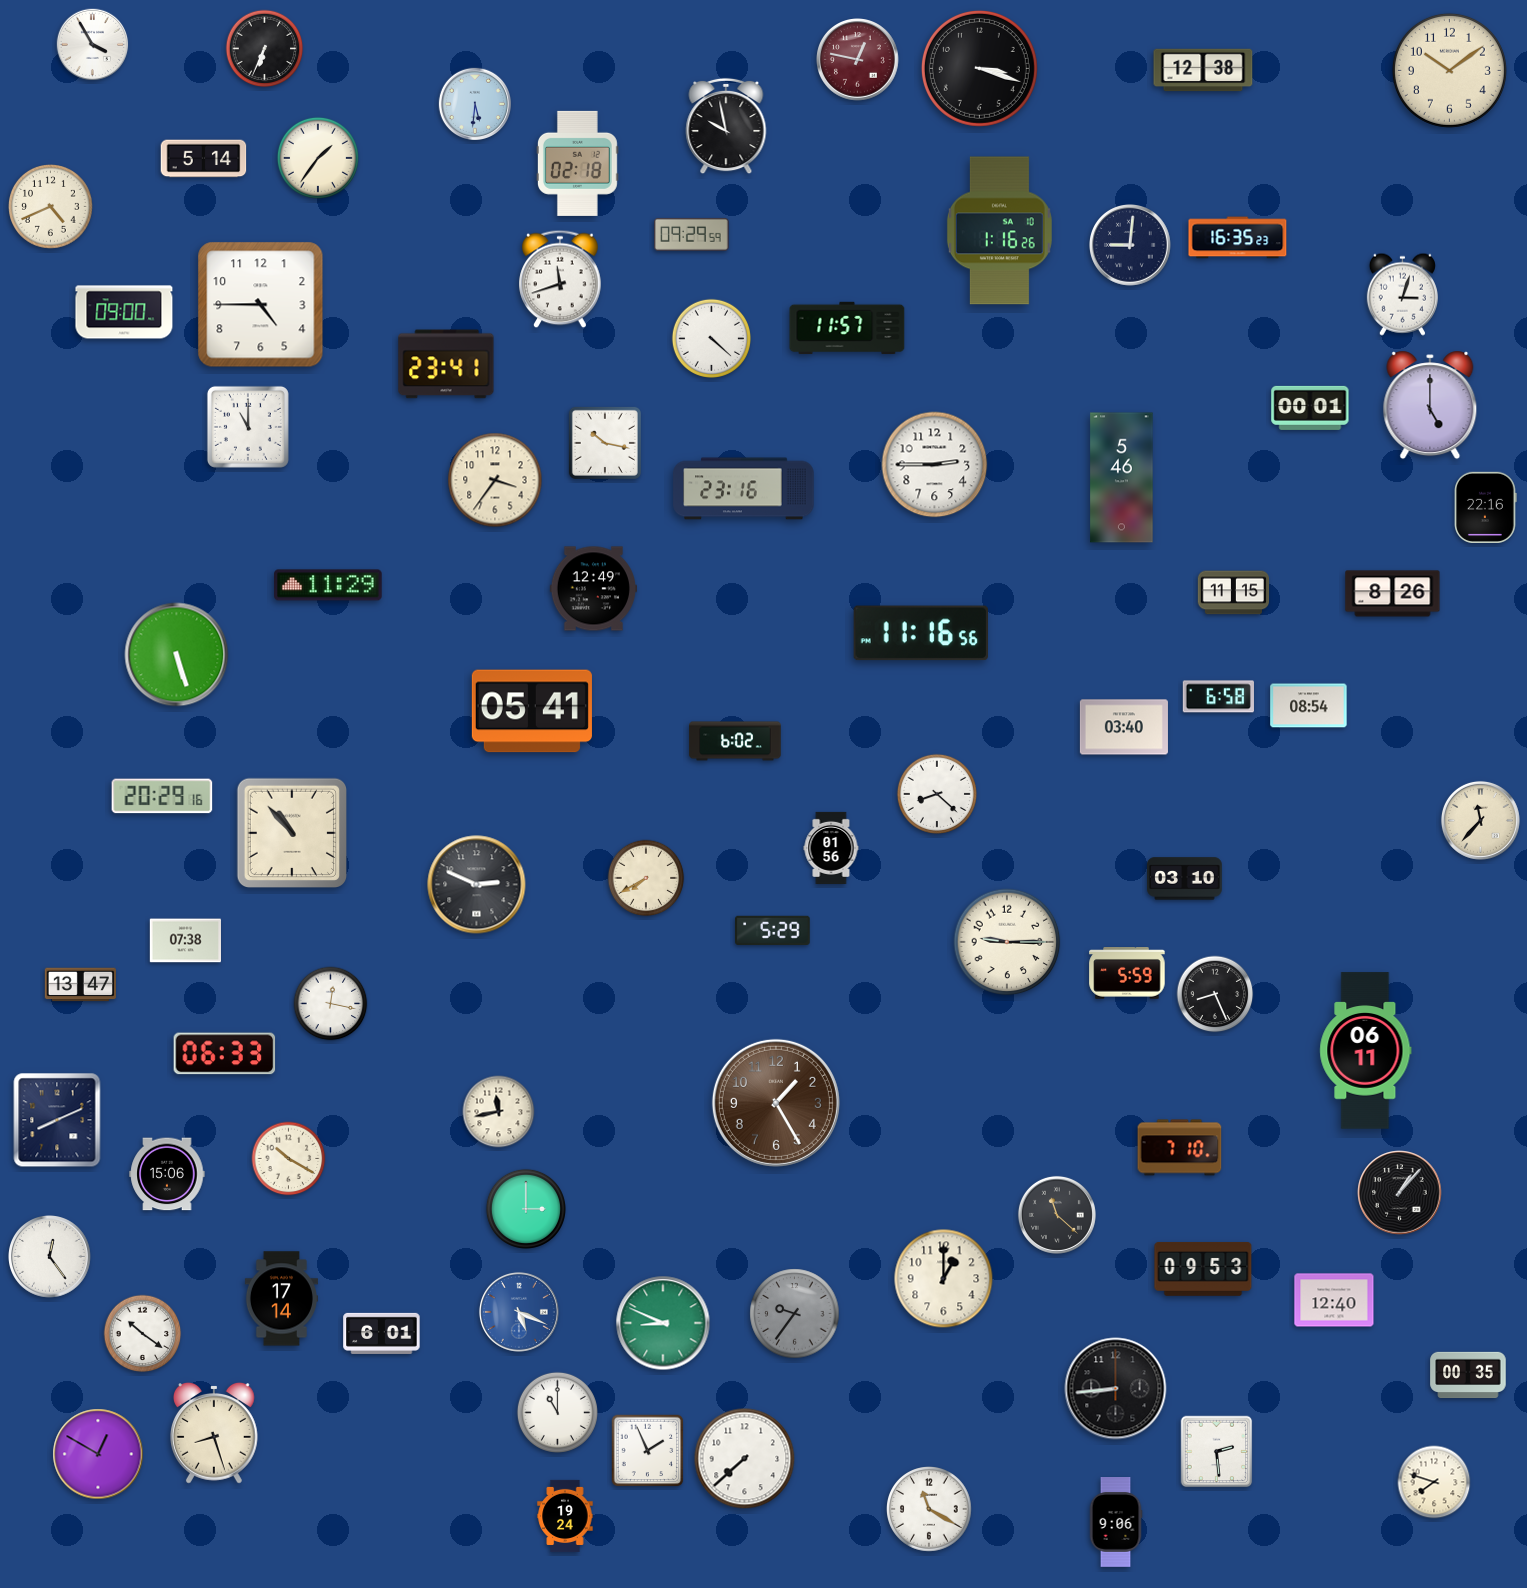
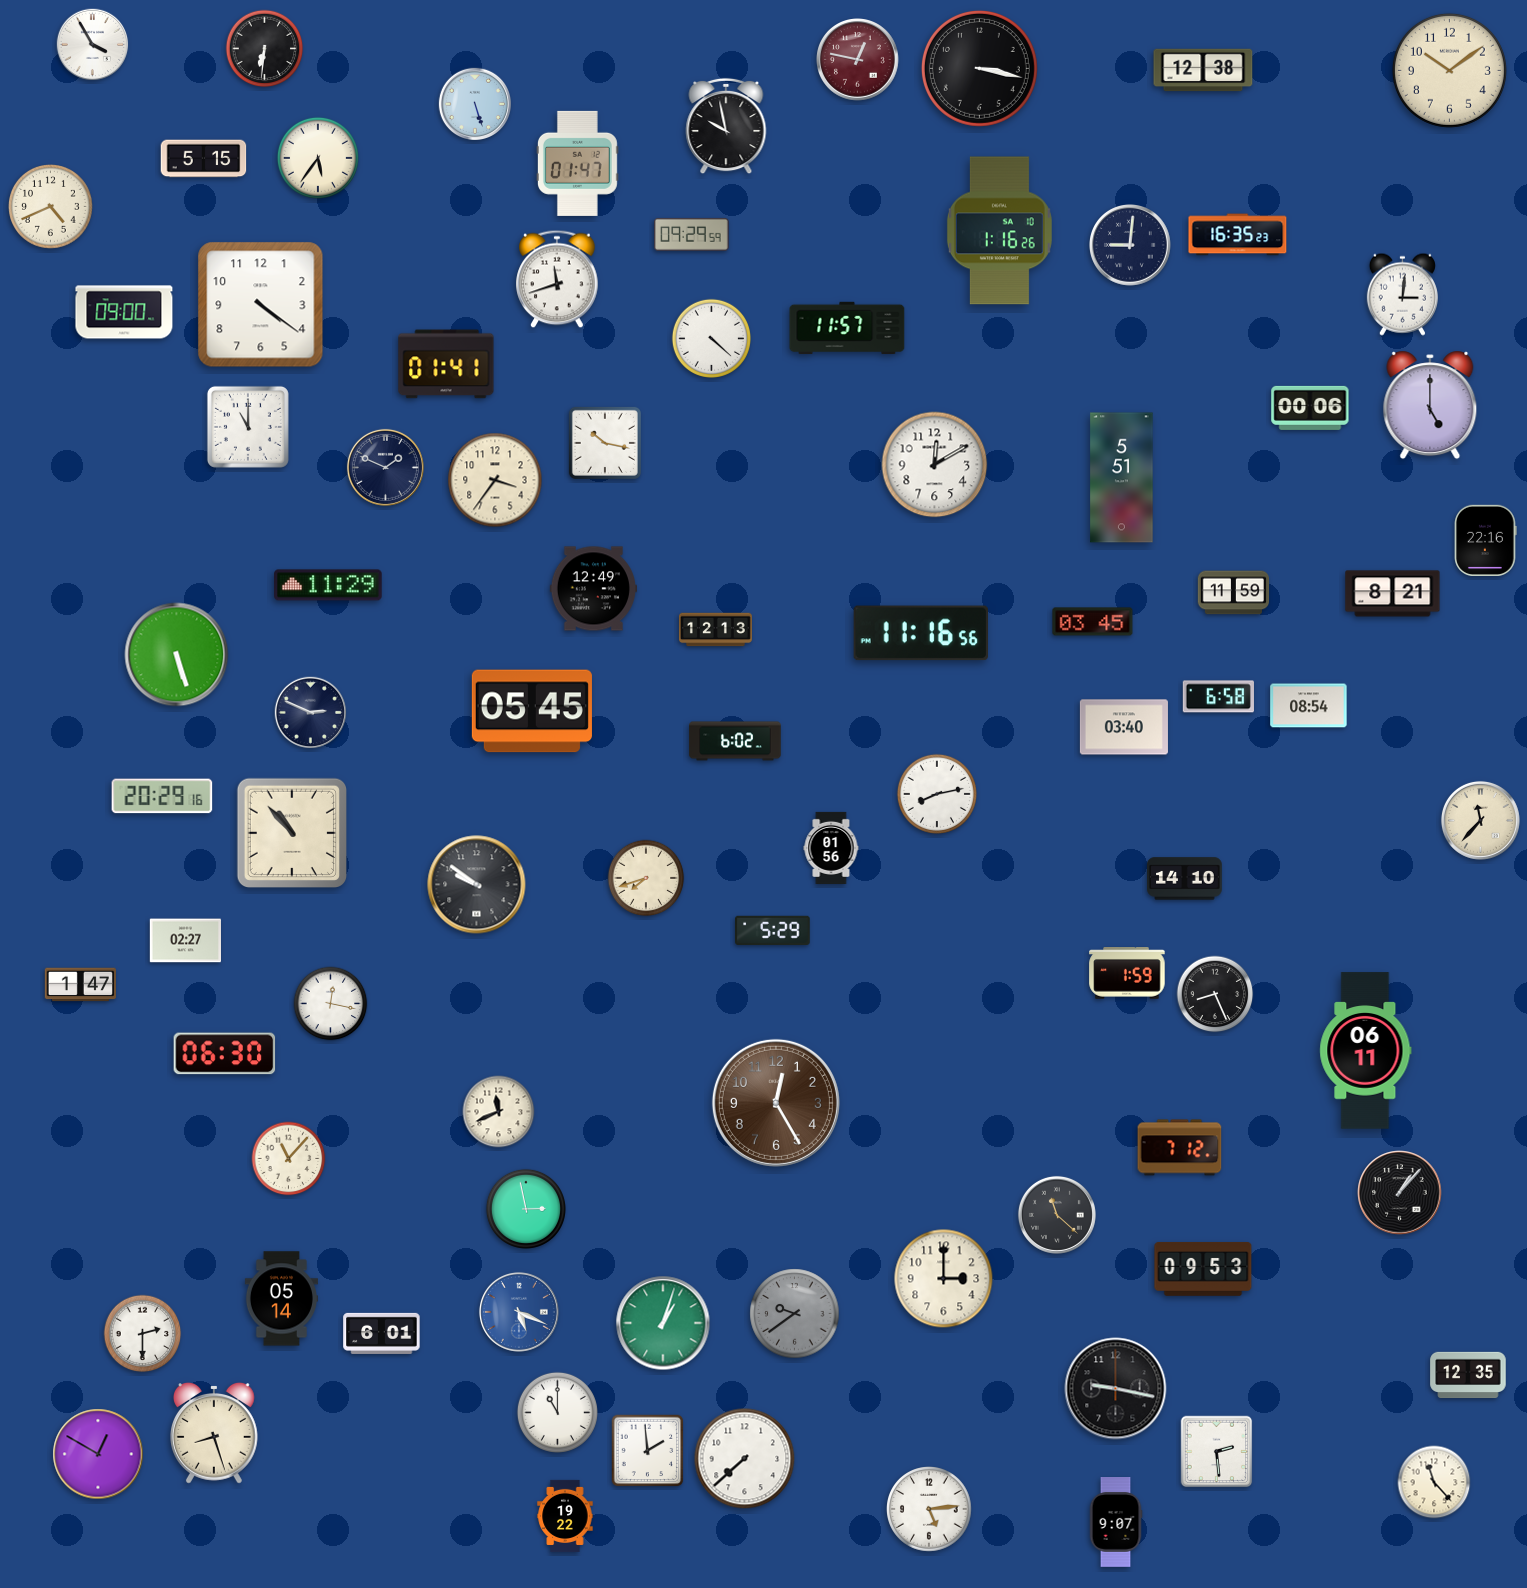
clock at (265, 49): 6:34 -> 6:31
clock at (979, 68): 3:18 -> 3:17
clock at (474, 103): 5:31 -> 5:27
clock at (318, 158): 1:36 -> 5:36
clock at (204, 159): 5:14 -> 5:15
clock at (577, 163): 02:18 -> 01:47
clock at (1238, 238) position: (1238, 238) -> (1238, 235)
clock at (560, 279) position: (560, 279) -> (557, 279)
clock at (1402, 294): 3:03 -> 3:01
clock at (261, 305): 4:45 -> 4:21
clock at (446, 364): 23:41 -> 01:41
clock at (1310, 408): 00:01 -> 00:06
clock at (935, 465): 2:45 -> 12:10
clock at (385, 467): none -> 1:49
clock at (1122, 478): 5:46 -> 5:51
clock at (744, 489): 23:16 -> none
clock at (1486, 507) position: (1486, 507) -> (1486, 540)
clock at (1233, 593): 11:15 -> 11:59
clock at (1393, 594): 8:26 -> 8:21
clock at (1093, 622): none -> 03:45
clock at (715, 630): none -> 12:13
clock at (532, 711): 05:41 -> 05:45
clock at (311, 713): none -> 2:49
clock at (937, 794): 8:22 -> 8:13
clock at (646, 878): 7:40 -> 7:42
clock at (1185, 879): 03:10 -> 14:10
clock at (477, 885): 2:49 -> 9:51
clock at (185, 941): 07:38 -> 02:27
clock at (1007, 942): 9:15 -> none
clock at (1127, 974): 5:59 -> 1:59
clock at (80, 985): 13:47 -> 1:47
clock at (225, 1054): 06:33 -> 06:30
clock at (776, 1103): 1:25 -> 12:25
clock at (499, 1112): 11:43 -> 11:41
clock at (57, 1120): 8:11 -> none
clock at (1180, 1148): 7:10 -> 7:12
clock at (289, 1159): 10:20 -> 11:07
clock at (167, 1174): 15:06 -> none
clock at (526, 1209): 3:00 -> 2:58
clock at (50, 1257): 12:24 -> none
clock at (944, 1279): 1:00 -> 3:00
clock at (281, 1299): 17:14 -> 05:14
clock at (1334, 1300): 12:40 -> none
clock at (795, 1314): 9:36 -> 9:39
clock at (663, 1323): 8:49 -> 1:03
clock at (143, 1334): 10:21 -> 2:30
clock at (1468, 1375): 00:35 -> 12:35
clock at (1116, 1389): 8:44 -> 9:17
clock at (648, 1451): 1:56 -> 1:59
clock at (1434, 1482): 7:48 -> 11:23
clock at (930, 1510): 11:20 -> 5:14
clock at (565, 1516): 19:24 -> 19:22
clock at (1116, 1523): 9:06 -> 9:07
